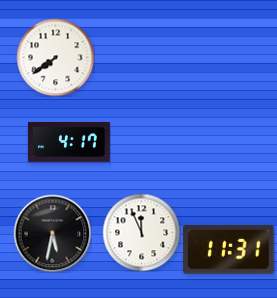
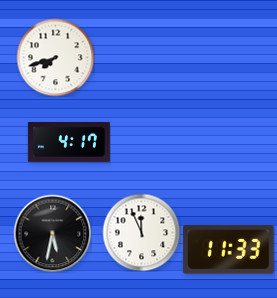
clock at (55, 57): 7:39 -> 7:42
clock at (229, 250): 11:31 -> 11:33
